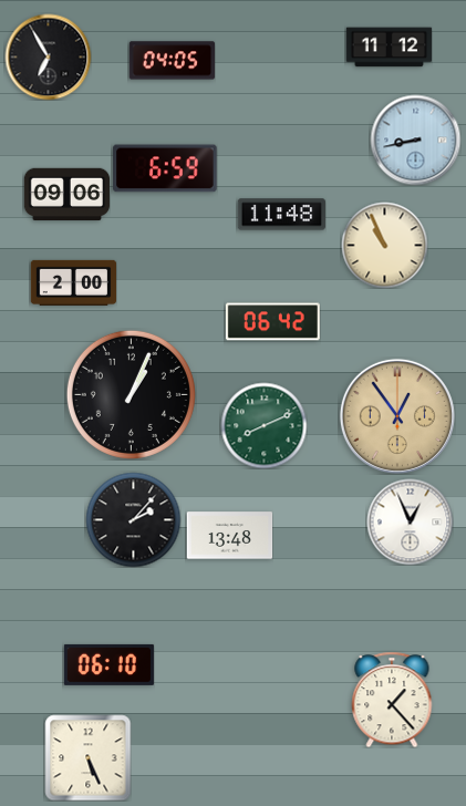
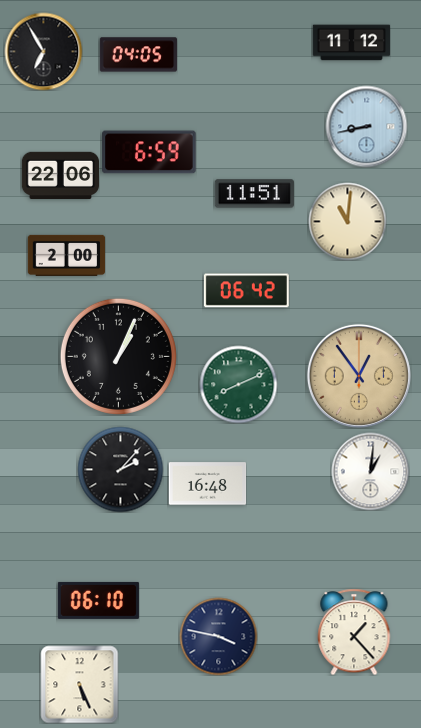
clock at (172, 61) position: (172, 61) -> (138, 55)
clock at (415, 139) position: (415, 139) -> (366, 126)
clock at (66, 195): 09:06 -> 22:06
clock at (281, 215): 11:48 -> 11:51
clock at (384, 245): 10:56 -> 11:01
clock at (410, 521): 12:56 -> 1:01
clock at (229, 536): 13:48 -> 16:48
clock at (218, 636): none -> 3:47
